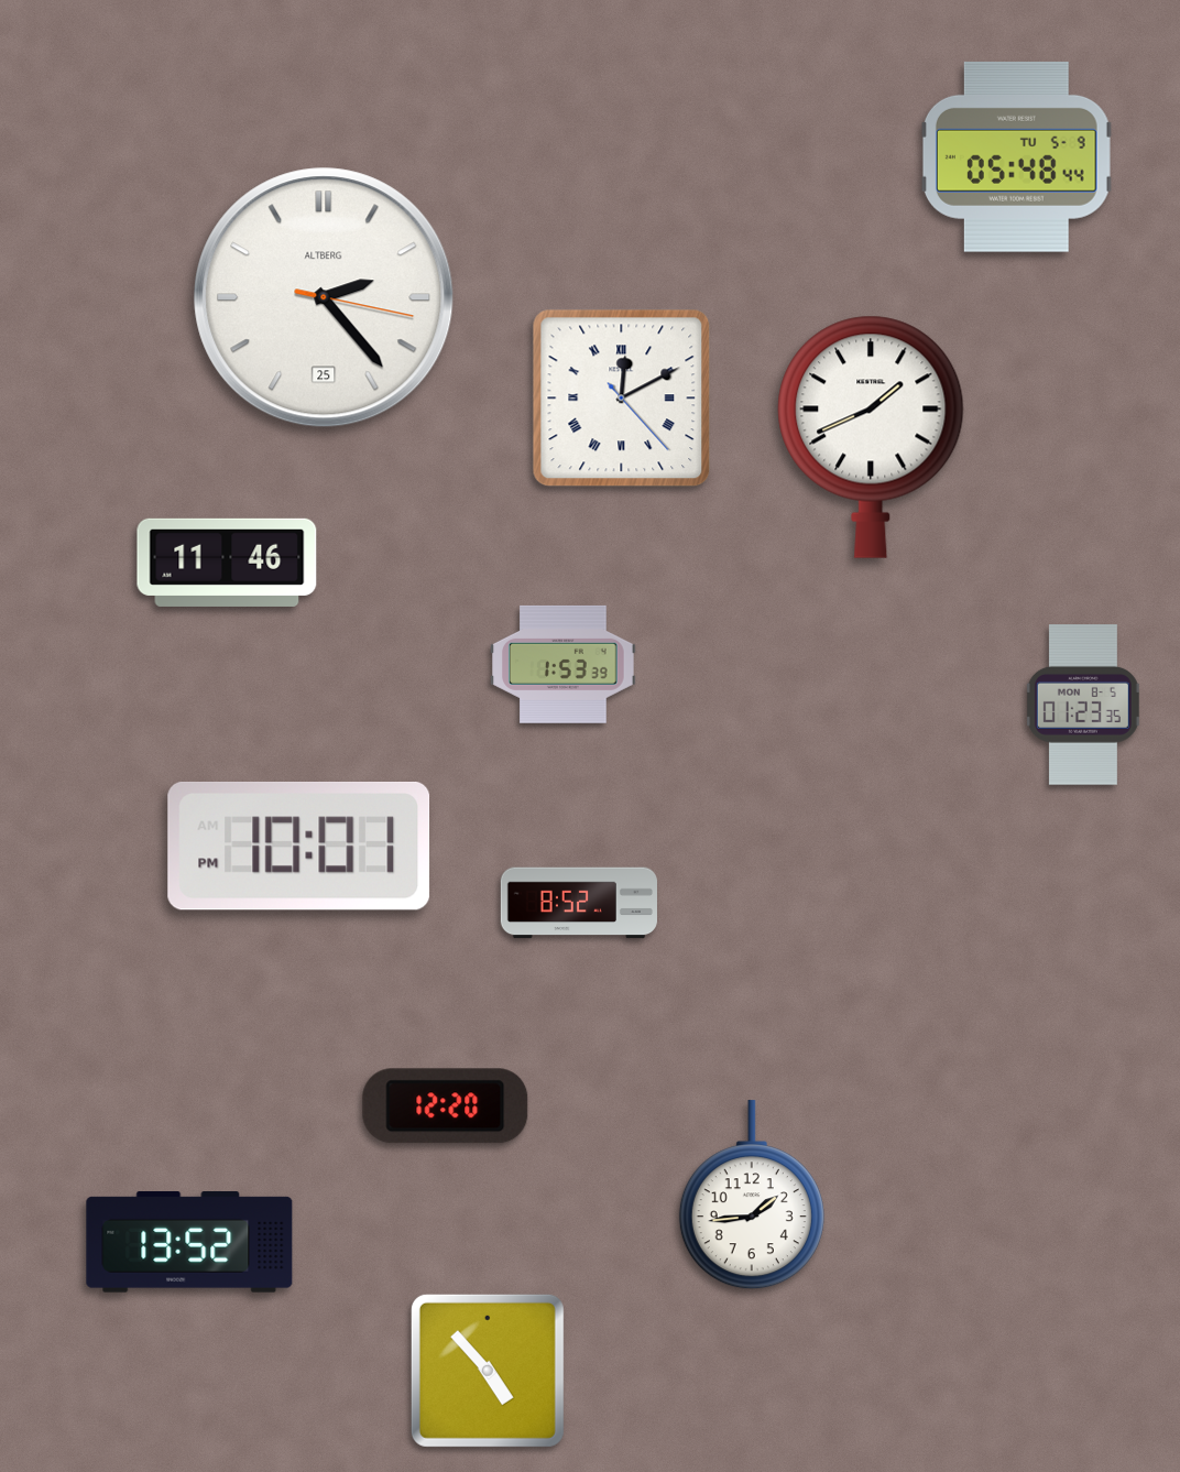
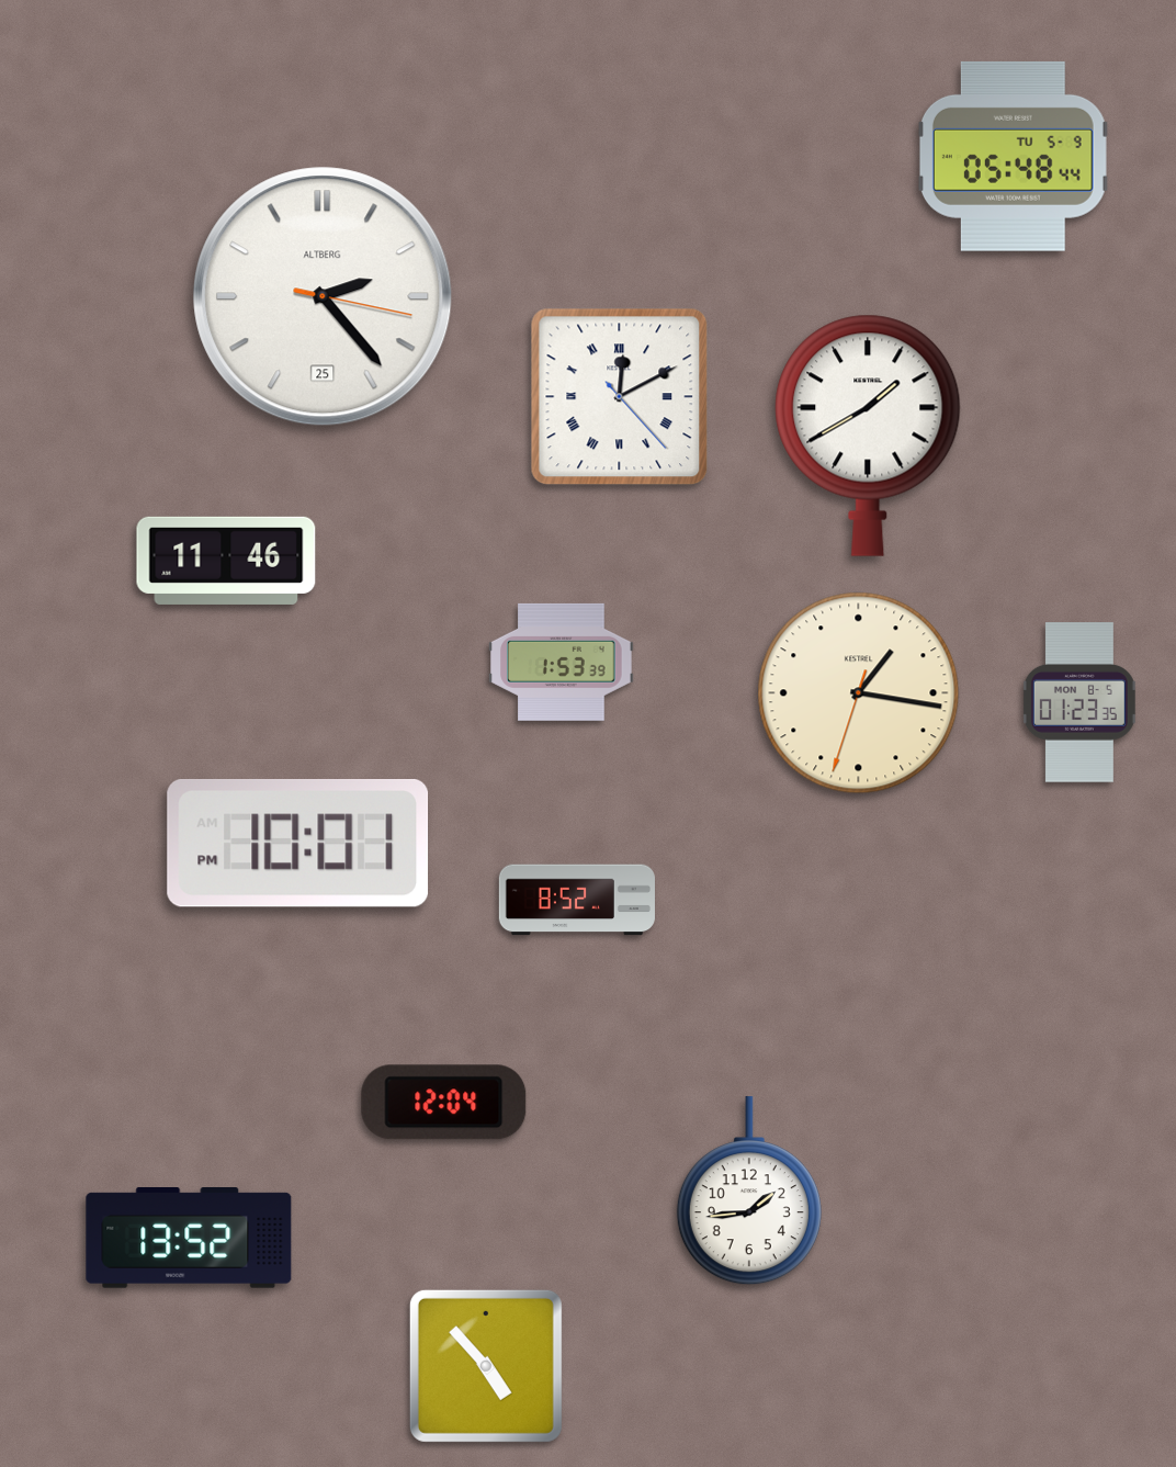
clock at (871, 437): 1:41 -> 1:40
clock at (859, 693): none -> 1:16
clock at (446, 1106): 12:20 -> 12:04
